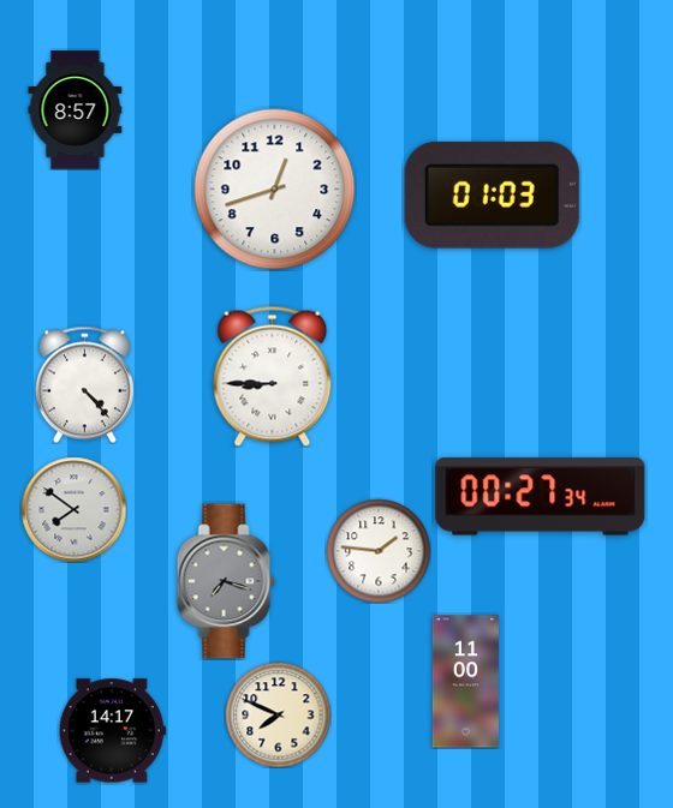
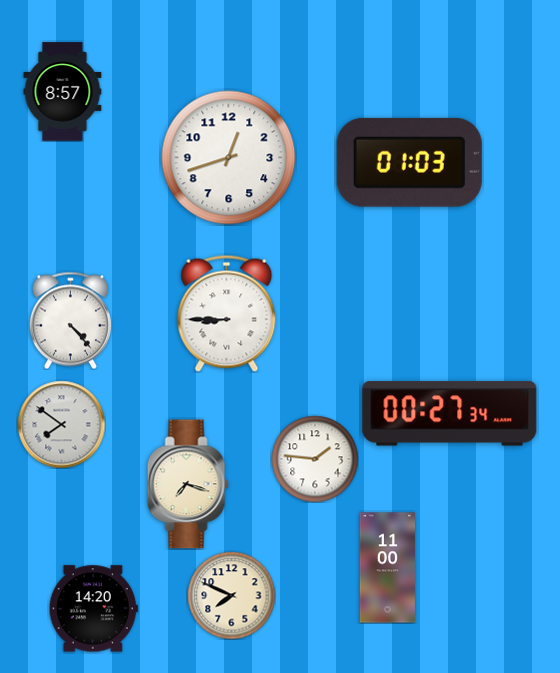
clock at (226, 581) dial: grey -> cream
clock at (112, 731): 14:17 -> 14:20
